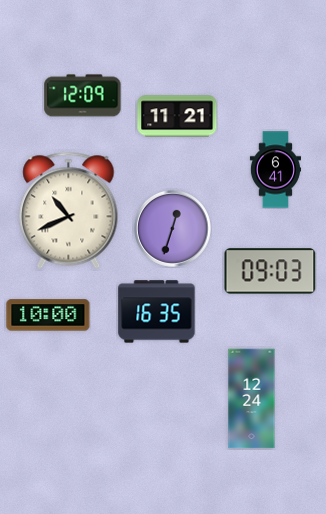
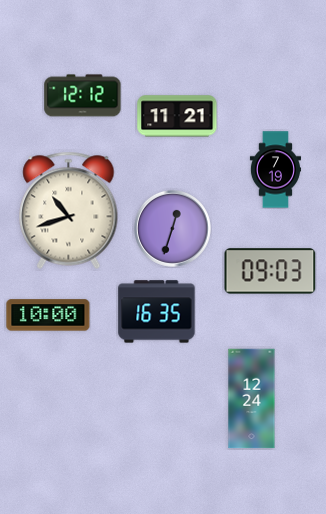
clock at (83, 96): 12:09 -> 12:12
clock at (275, 170): 6:41 -> 7:19
clock at (69, 210): 10:41 -> 10:42
